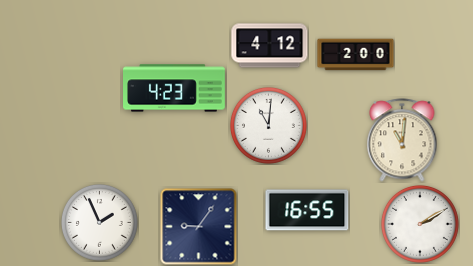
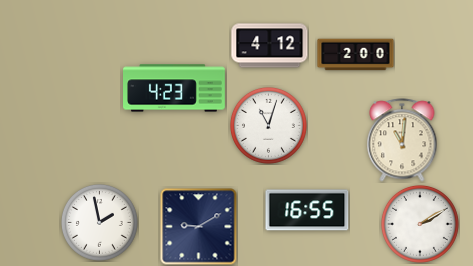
clock at (268, 125): 11:01 -> 11:03
clock at (99, 222): 1:56 -> 1:58
clock at (199, 227): 9:06 -> 9:10
